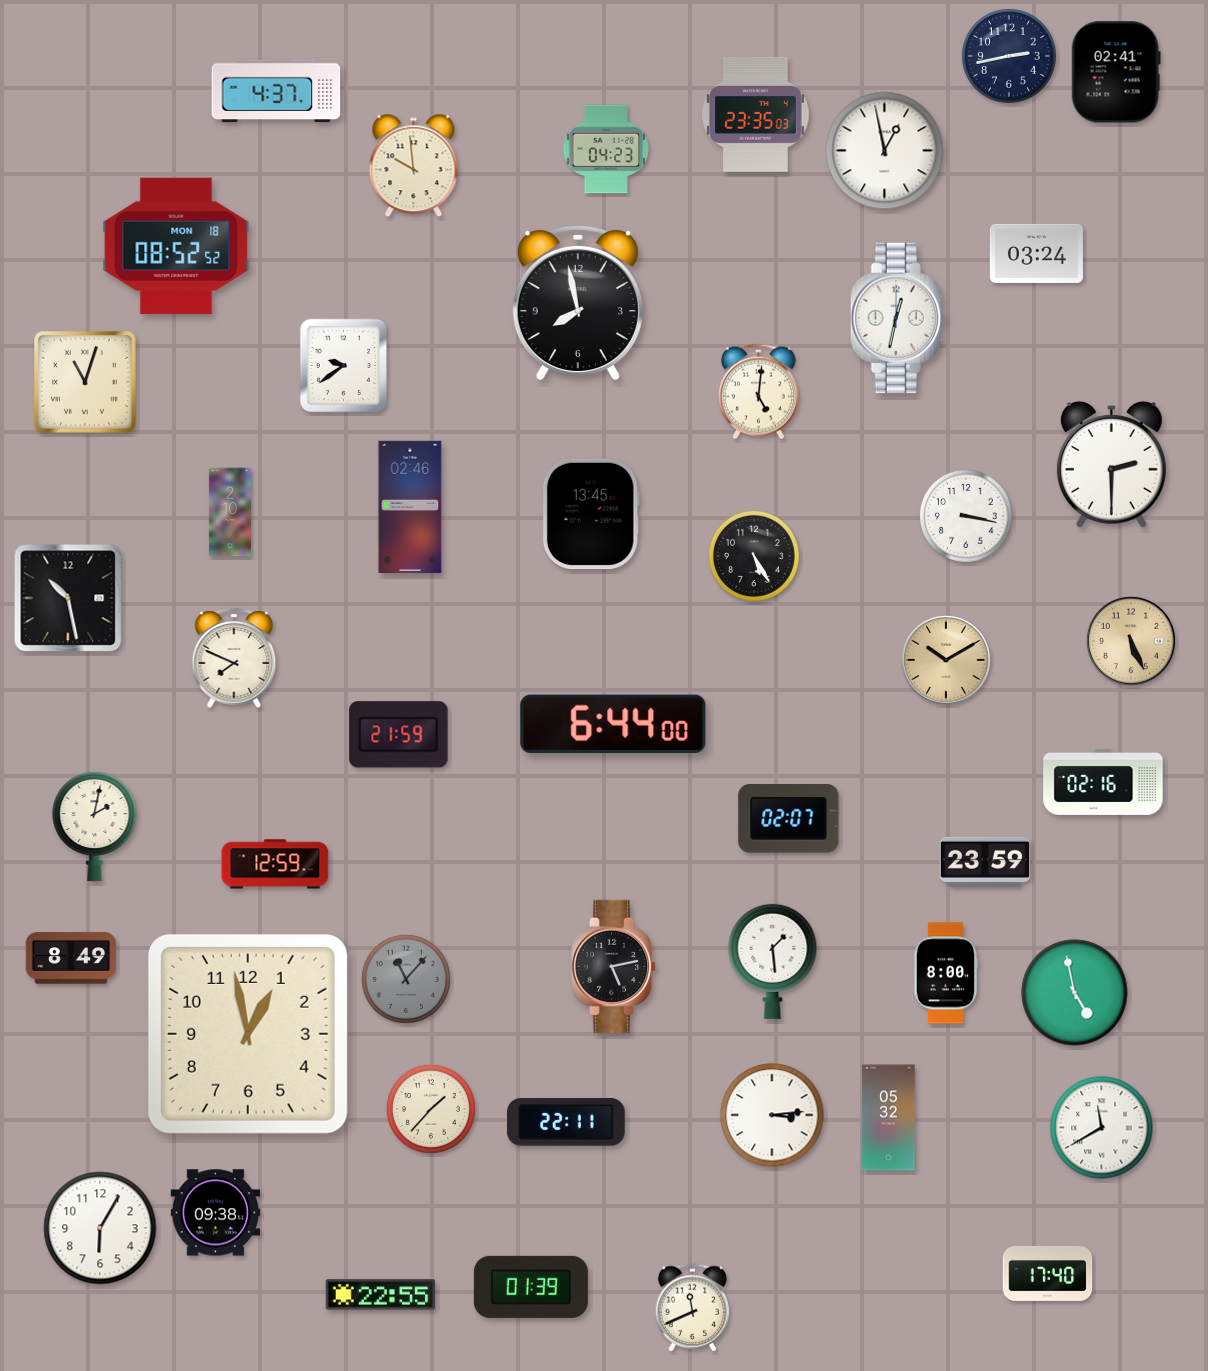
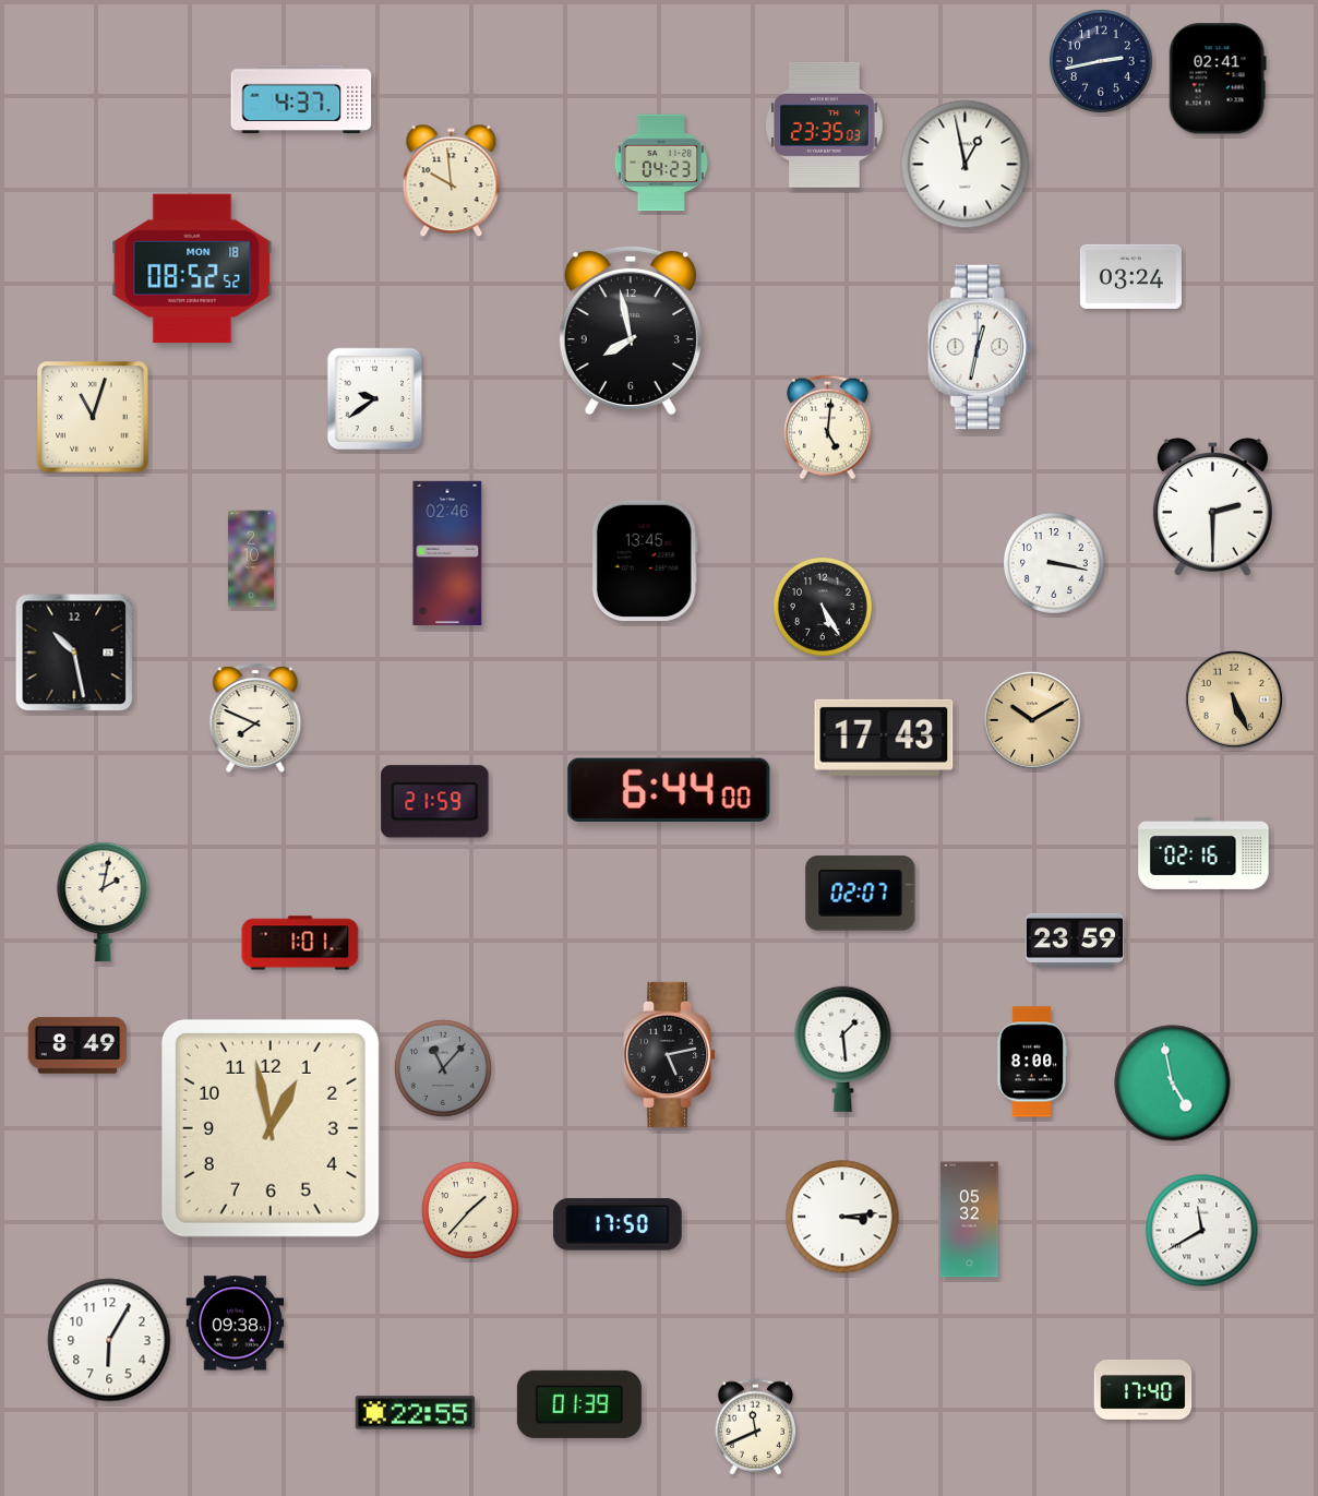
clock at (884, 738): none -> 17:43
clock at (275, 864): 12:59 -> 1:01
clock at (566, 1122): 22:11 -> 17:50
